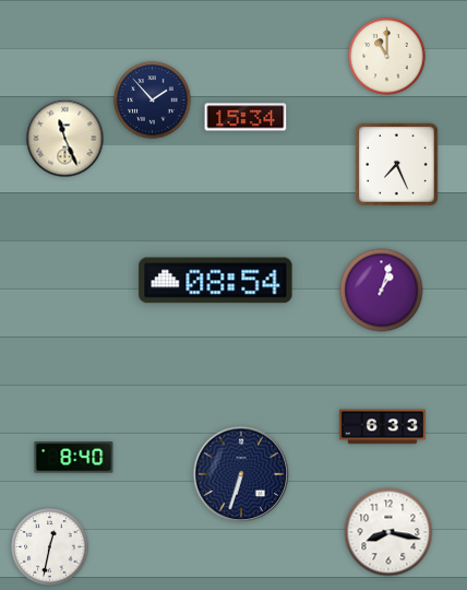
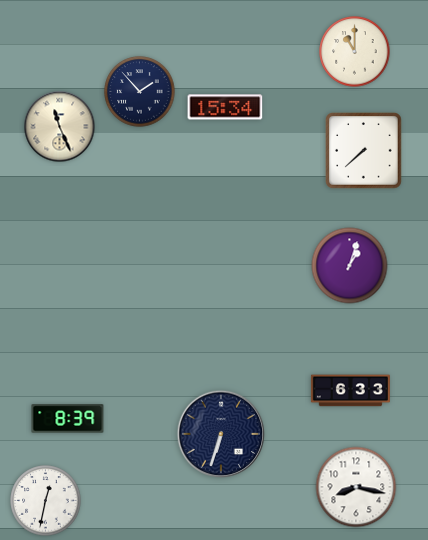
clock at (397, 165): 7:26 -> 7:38
clock at (216, 281): 08:54 -> none
clock at (74, 458): 8:40 -> 8:39
